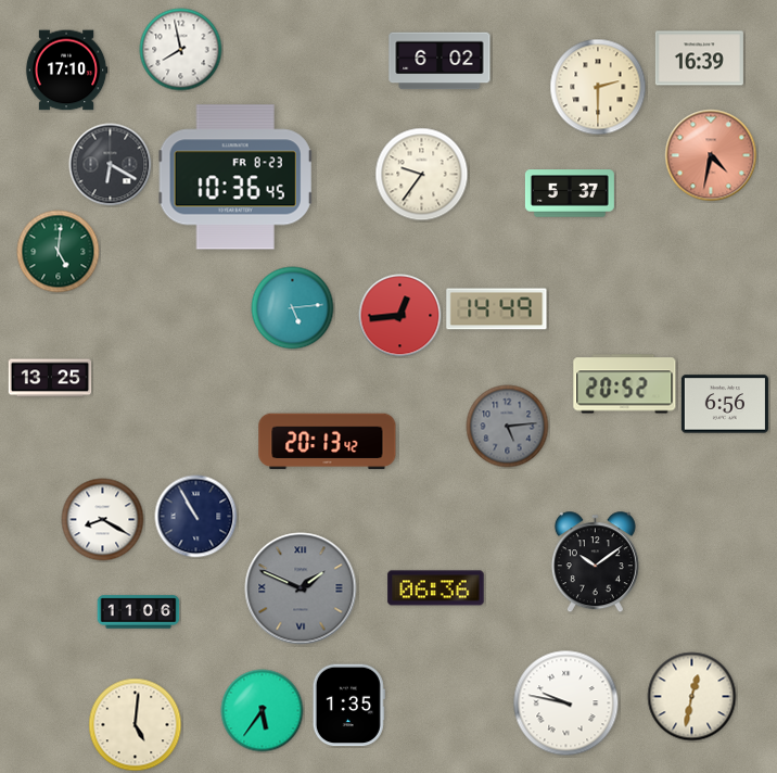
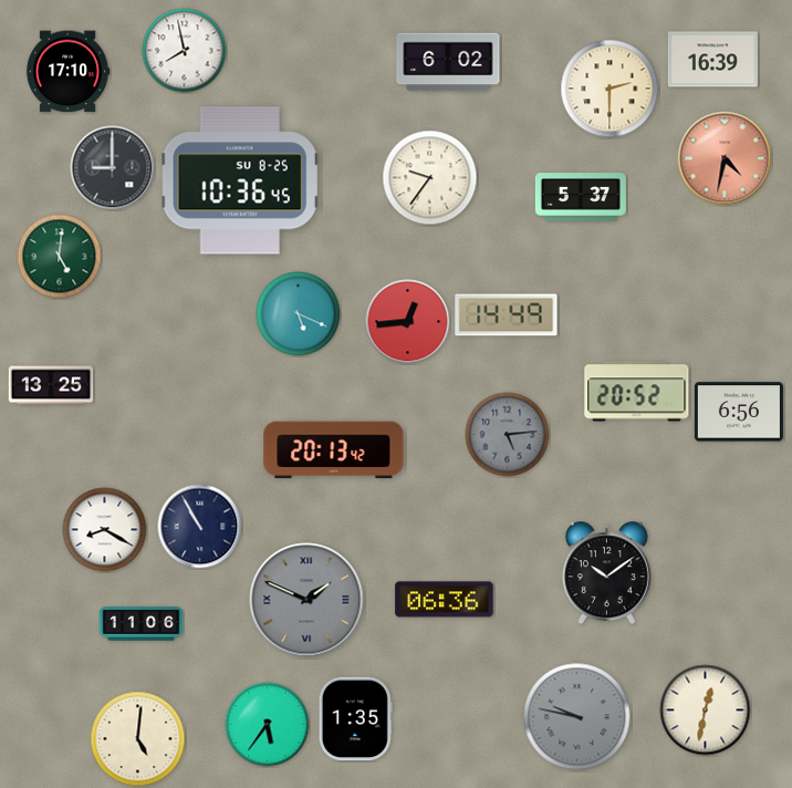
clock at (111, 165): 6:20 -> 9:00
clock at (235, 177) date: FR 8-23 -> SU 8-25
clock at (293, 308): 5:14 -> 5:19
clock at (508, 427) position: (508, 427) -> (508, 435)
clock at (566, 704) dial: white -> grey
